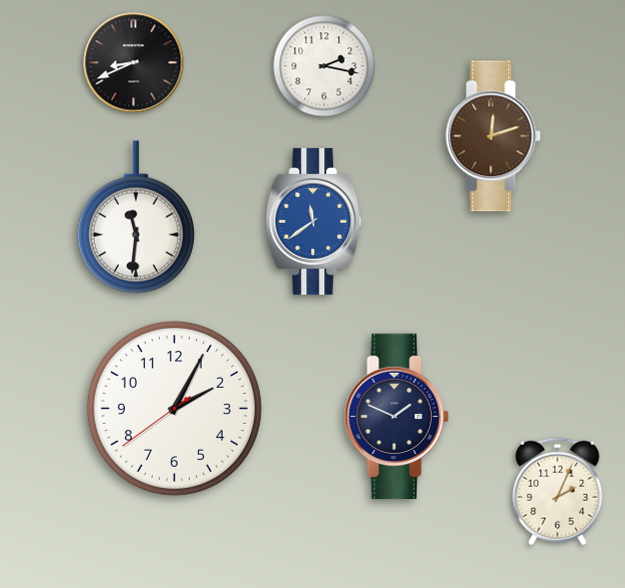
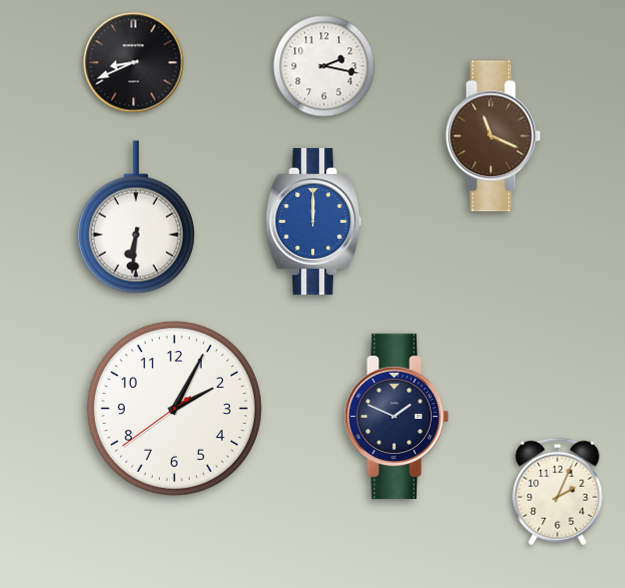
clock at (494, 136): 12:12 -> 11:19
clock at (136, 217): 11:31 -> 6:31
clock at (314, 222): 11:39 -> 12:00
